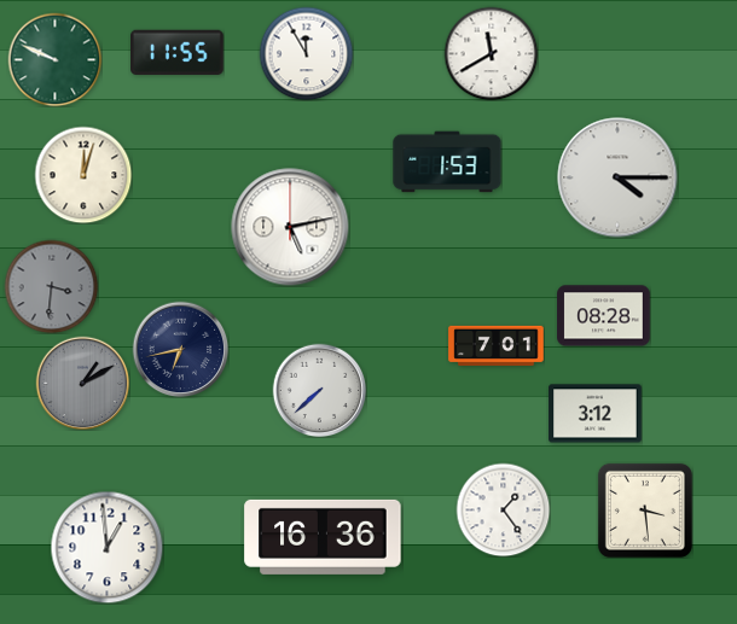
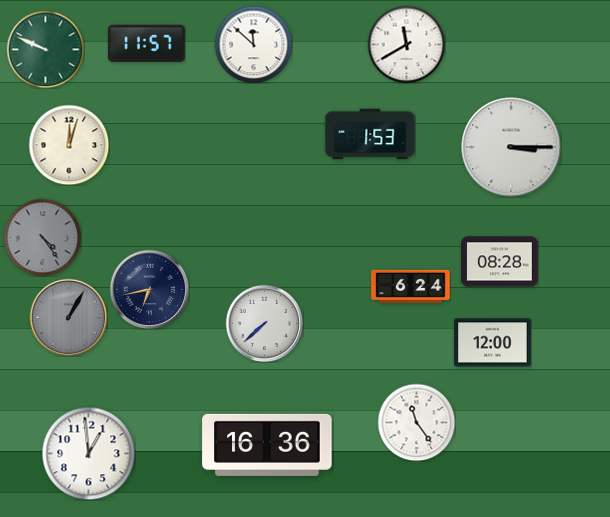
clock at (178, 52): 11:55 -> 11:57
clock at (306, 53): 11:55 -> 11:52
clock at (617, 177): 4:15 -> 3:15
clock at (290, 227): 5:13 -> none
clock at (51, 286): 3:31 -> 4:24
clock at (497, 345): 7:01 -> 6:24
clock at (82, 383): 1:10 -> 1:05
clock at (596, 414): 3:12 -> 12:00
clock at (503, 509): 1:24 -> 11:24
clock at (645, 511): 3:29 -> none
